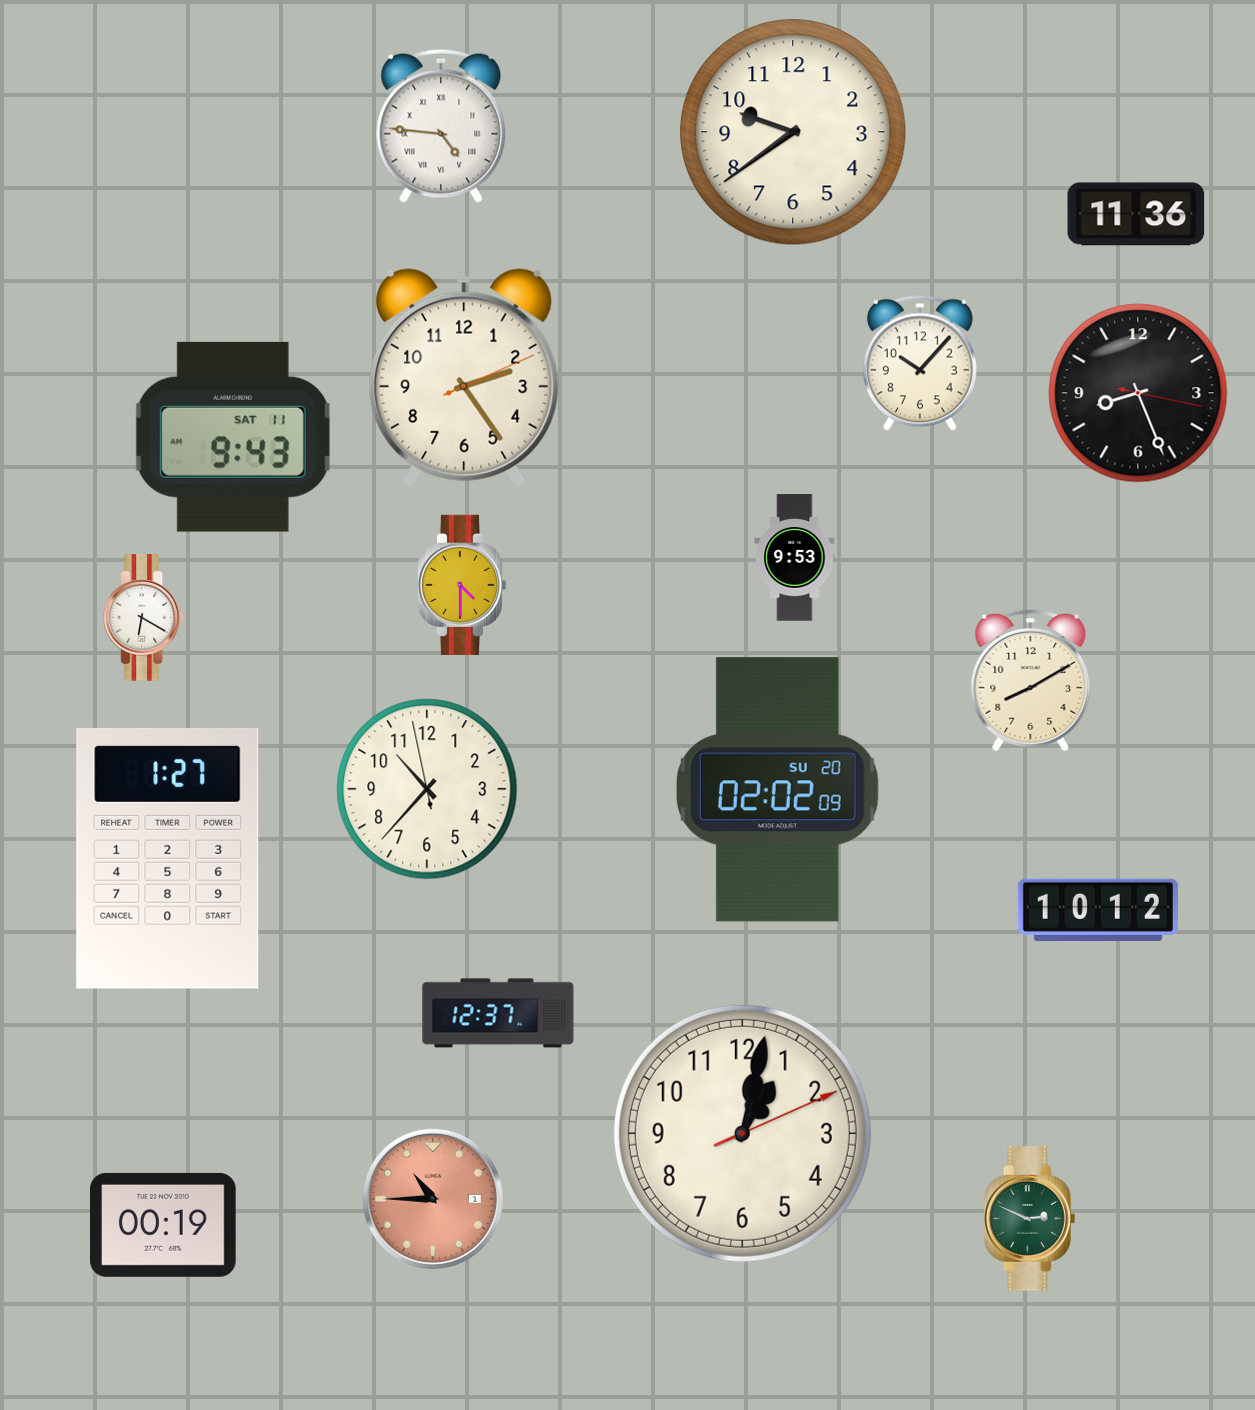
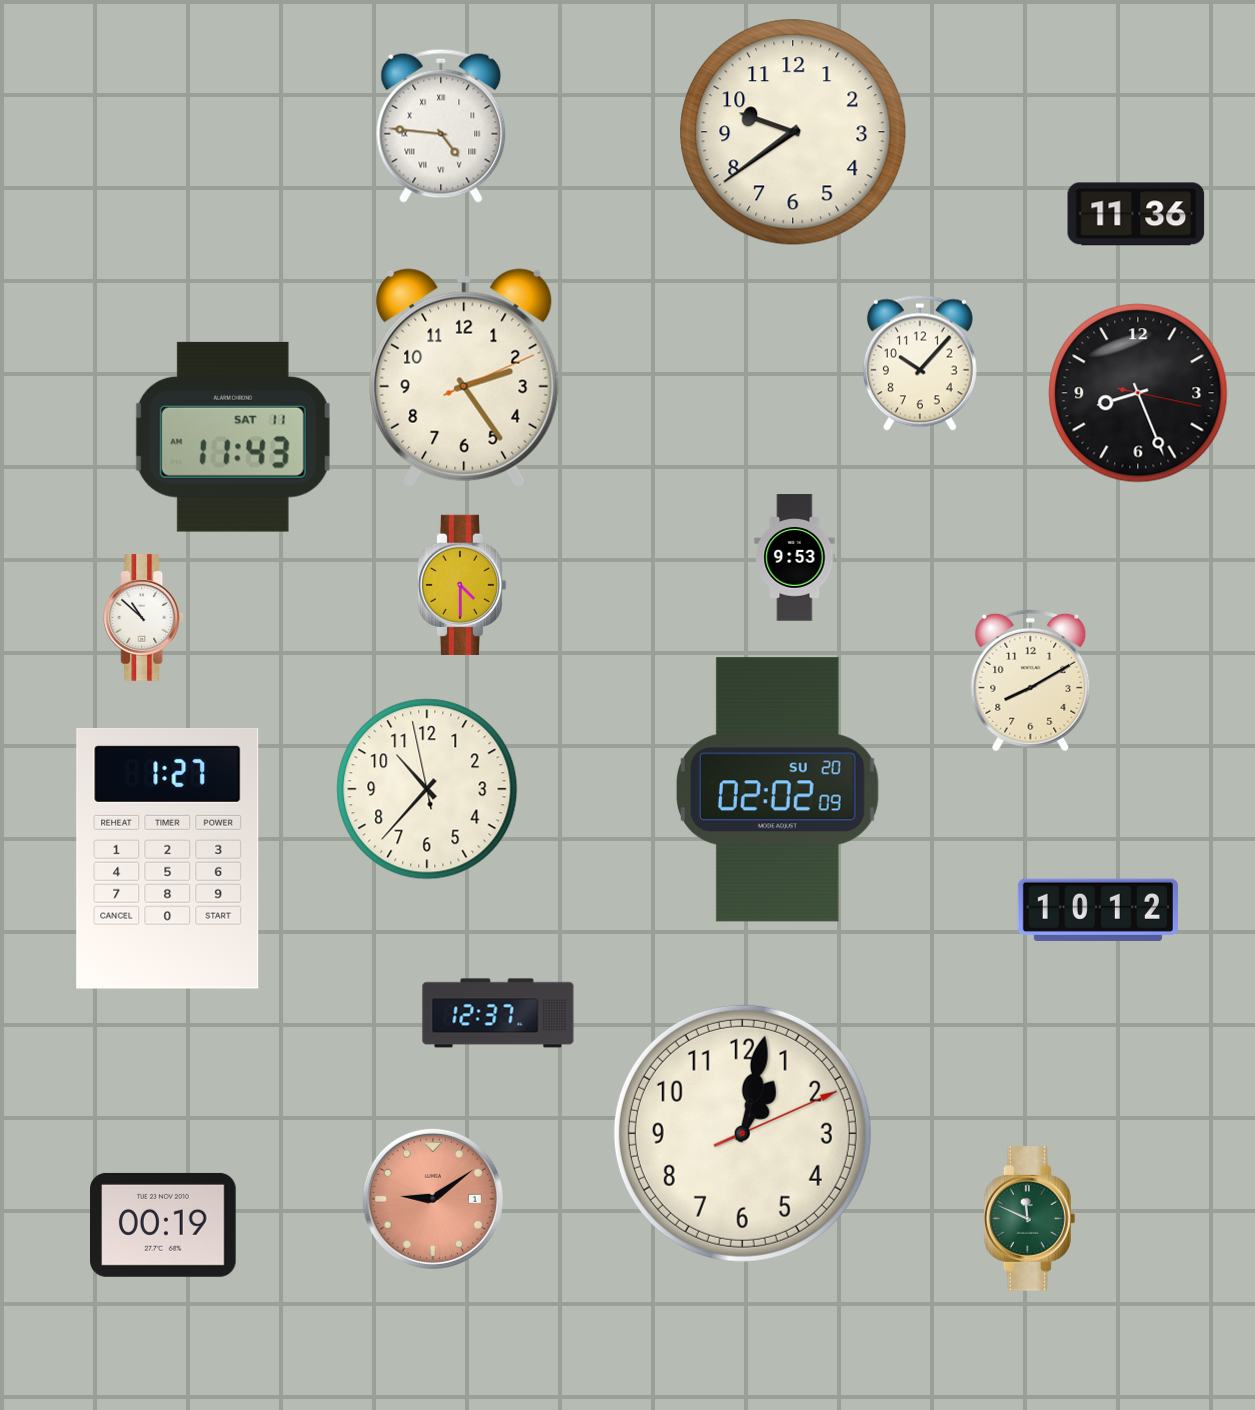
clock at (233, 437): 9:43 -> 11:43
clock at (144, 618): 6:20 -> 10:52
clock at (433, 1199): 10:45 -> 9:09
clock at (1029, 1219): 2:49 -> 11:49
